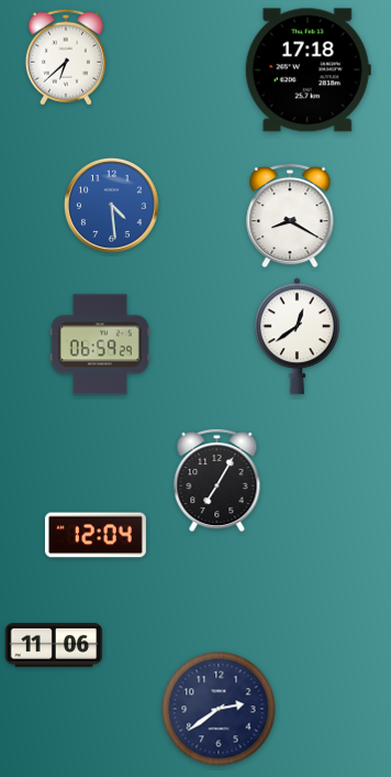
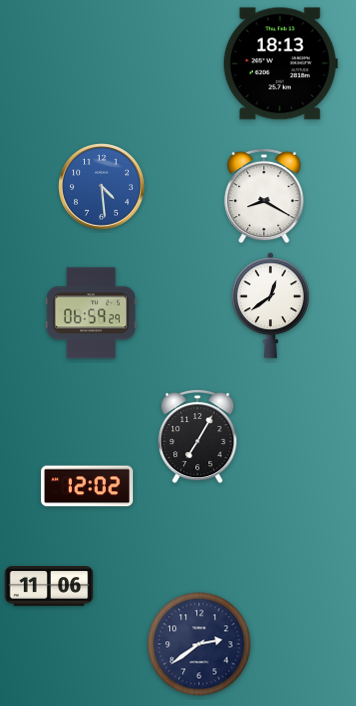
clock at (66, 57): 6:38 -> none
clock at (308, 70): 17:18 -> 18:13
clock at (96, 535): 12:04 -> 12:02
